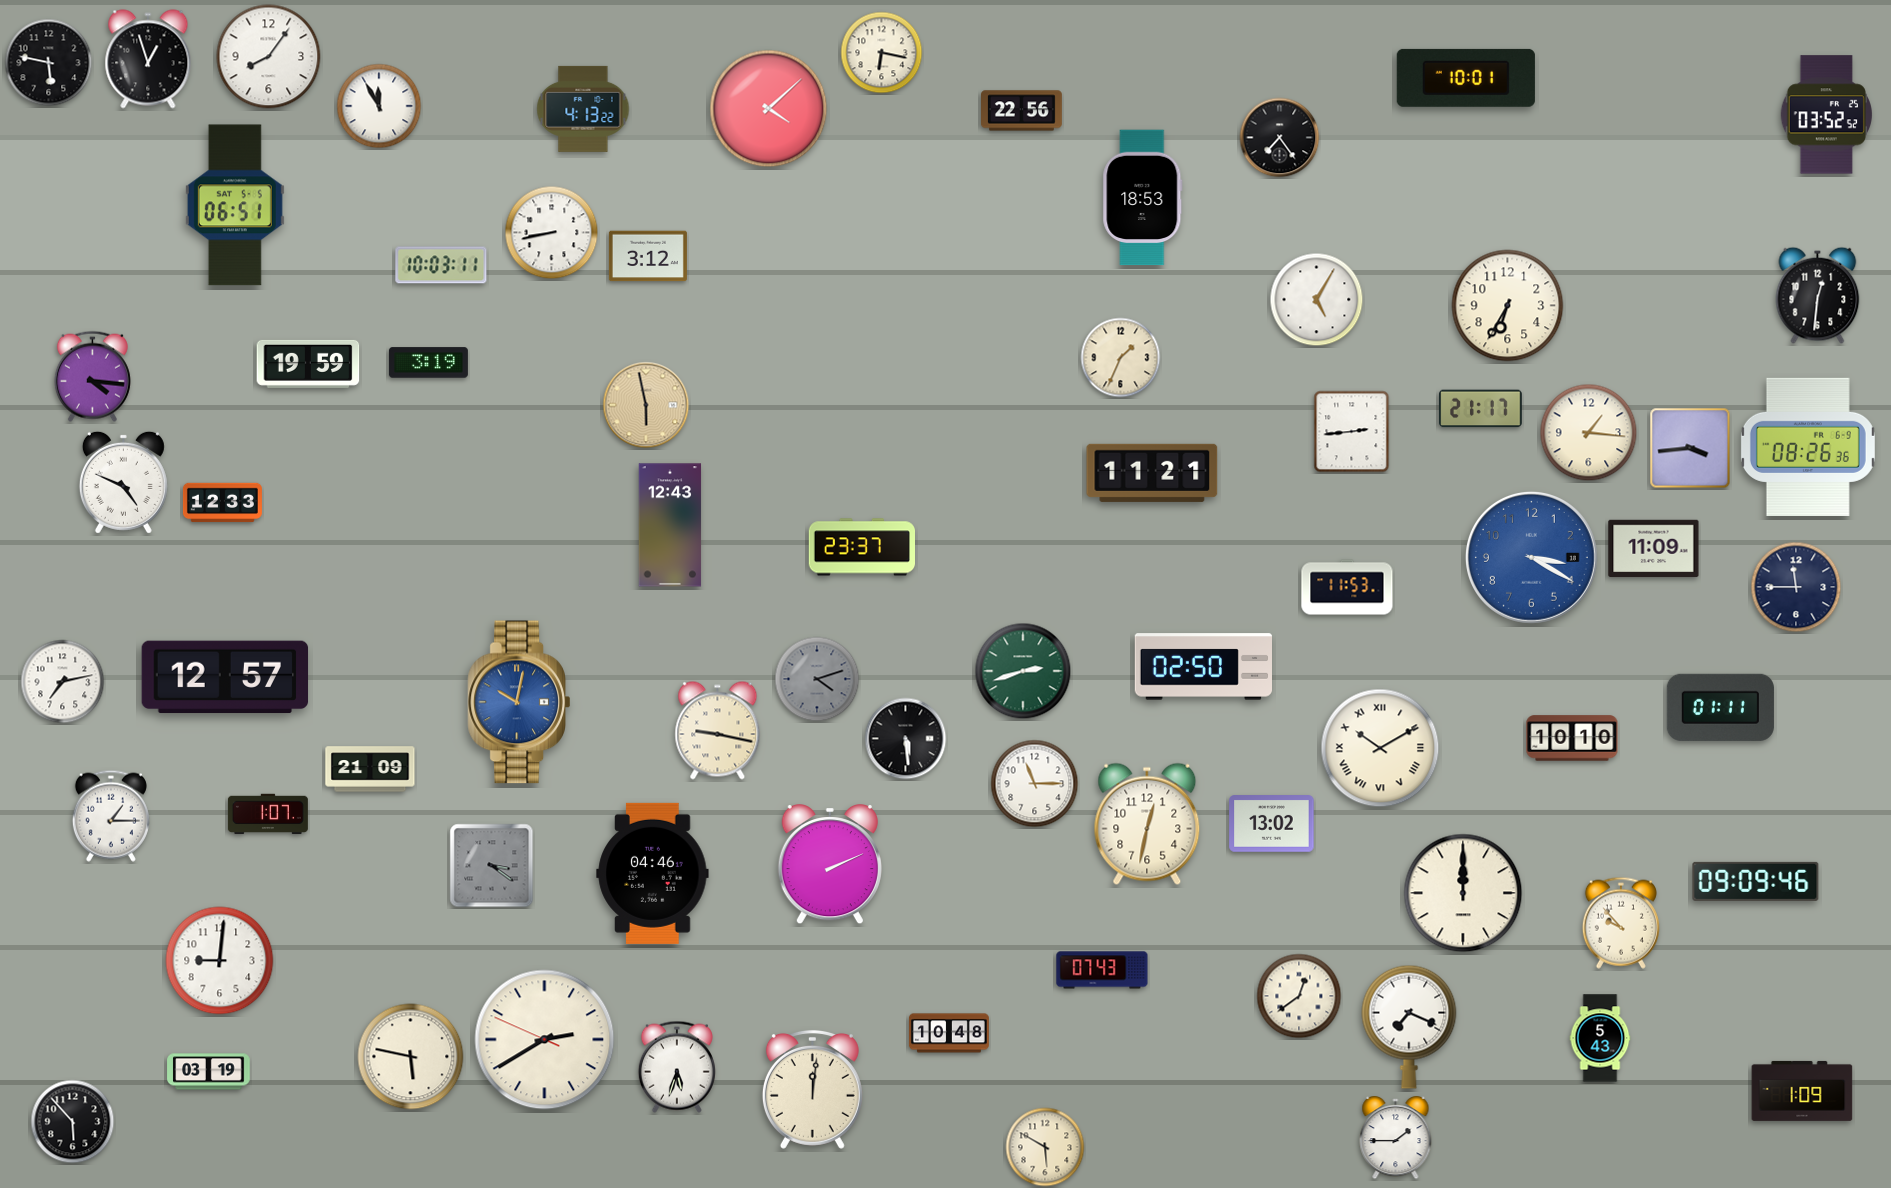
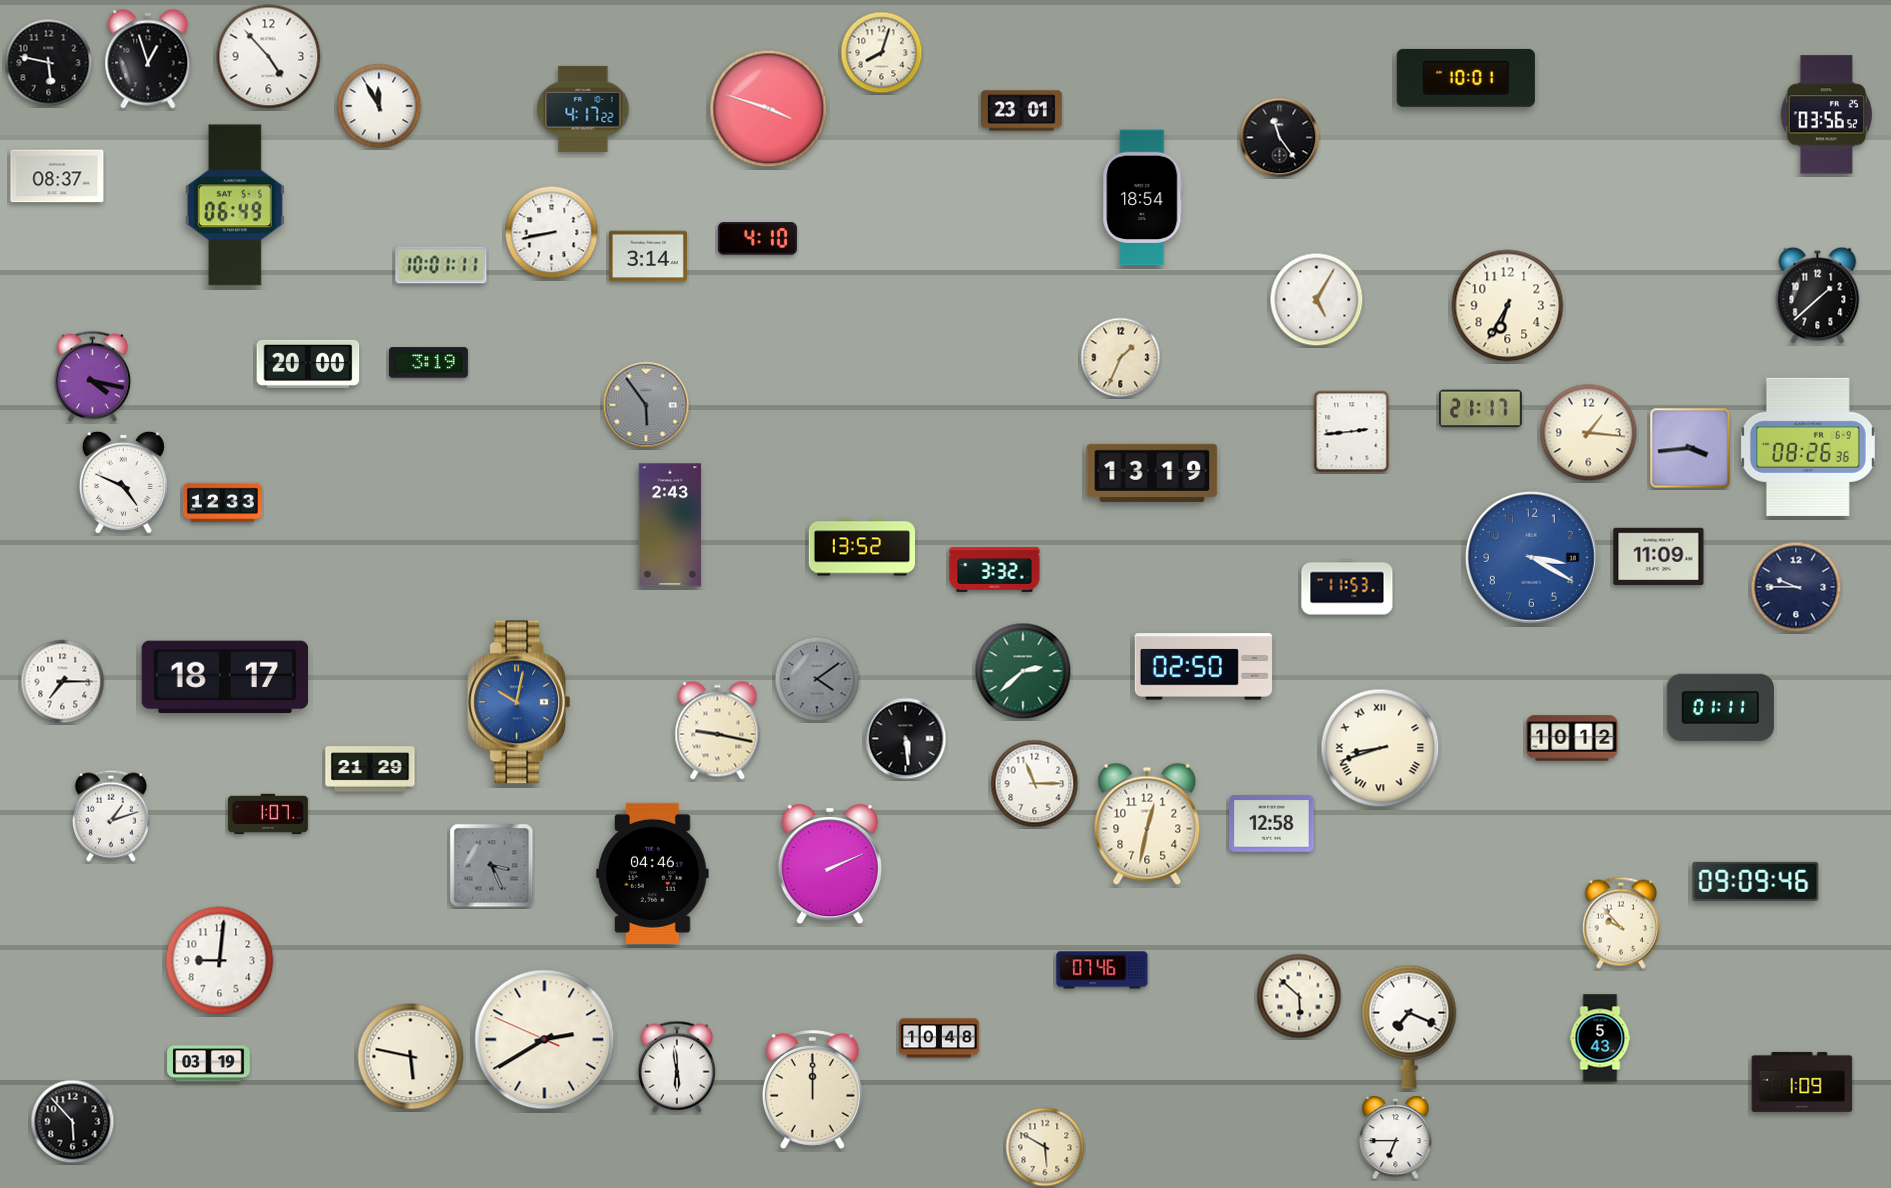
clock at (882, 53): 6:17 -> 8:03
clock at (269, 57): 8:06 -> 4:53
clock at (583, 109): 4:13 -> 4:17
clock at (769, 109): 4:08 -> 3:48
clock at (1022, 111): 22:56 -> 23:01
clock at (1826, 115): 03:52 -> 03:56
clock at (1280, 138): 7:24 -> 11:24
clock at (57, 176): none -> 08:37
clock at (1143, 198): 18:53 -> 18:54
clock at (235, 205): 06:51 -> 06:49
clock at (757, 239): none -> 4:10
clock at (648, 256): 3:12 -> 3:14
clock at (441, 265): 10:03 -> 10:01
clock at (1818, 295): 12:31 -> 1:38
clock at (308, 364): 19:59 -> 20:00
clock at (92, 376): 4:16 -> 4:17
clock at (646, 405): 5:58 -> 5:54
clock at (646, 405) dial: champagne -> grey
clock at (1152, 473): 11:21 -> 13:19
clock at (670, 525): 12:43 -> 2:43
clock at (861, 547): 23:37 -> 13:52
clock at (1654, 549) position: (1654, 549) -> (1659, 557)
clock at (995, 569): none -> 3:32
clock at (1796, 587): 11:45 -> 9:45
clock at (1023, 671): 2:42 -> 2:38
clock at (225, 677): 12:57 -> 18:17
clock at (817, 679): 4:12 -> 4:09
clock at (63, 682): 7:13 -> 7:15
clock at (1572, 738): 10:10 -> 10:12
clock at (1380, 748): 10:10 -> 8:42
clock at (370, 769): 21:09 -> 21:29
clock at (111, 816): 1:15 -> 1:12
clock at (1272, 824): 13:02 -> 12:58
clock at (492, 866): 3:21 -> 3:26
clock at (1463, 893): 12:00 -> none
clock at (1102, 970): 07:43 -> 07:46
clock at (1299, 996): 12:39 -> 5:52
clock at (949, 1033) position: (949, 1033) -> (939, 1038)
clock at (677, 1067): 5:33 -> 5:59
clock at (209, 1072) position: (209, 1072) -> (209, 1064)
clock at (812, 1089): 12:01 -> 12:00
clock at (1802, 1091) position: (1802, 1091) -> (1802, 1082)
clock at (1396, 1139): 1:45 -> 6:45
